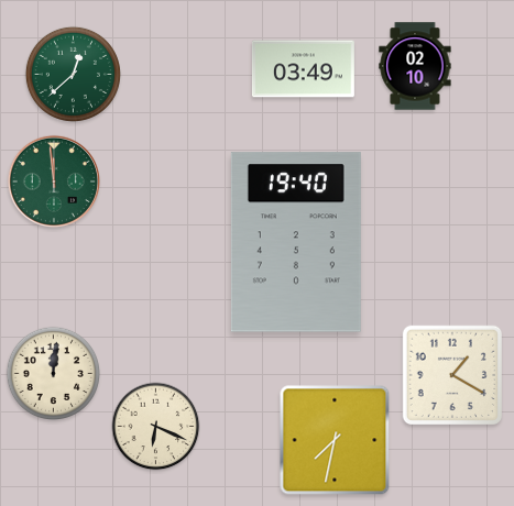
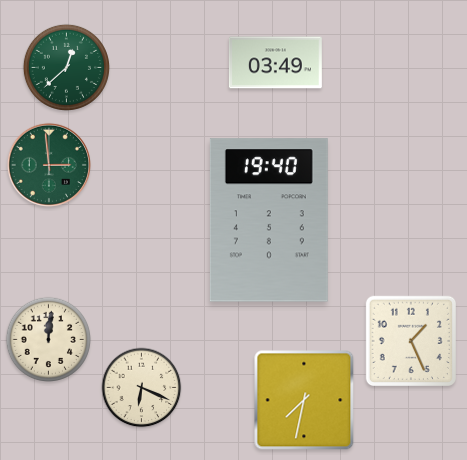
clock at (415, 66): 02:10 -> none
clock at (54, 182): 11:59 -> 2:59
clock at (451, 374): 1:20 -> 1:26
